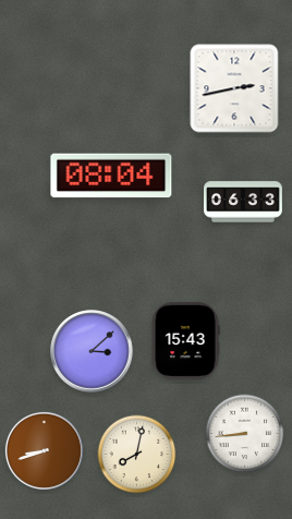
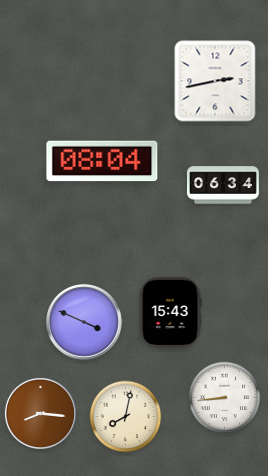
clock at (244, 202): 06:33 -> 06:34
clock at (93, 352): 3:08 -> 3:49
clock at (44, 450): 8:42 -> 8:16
